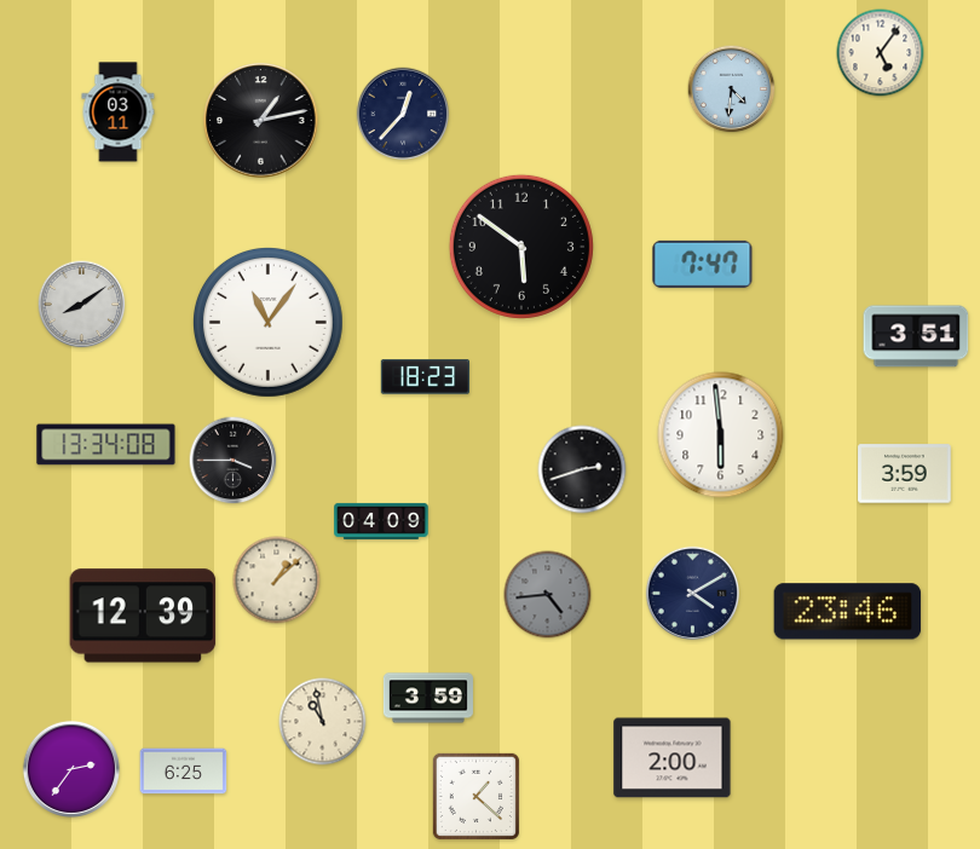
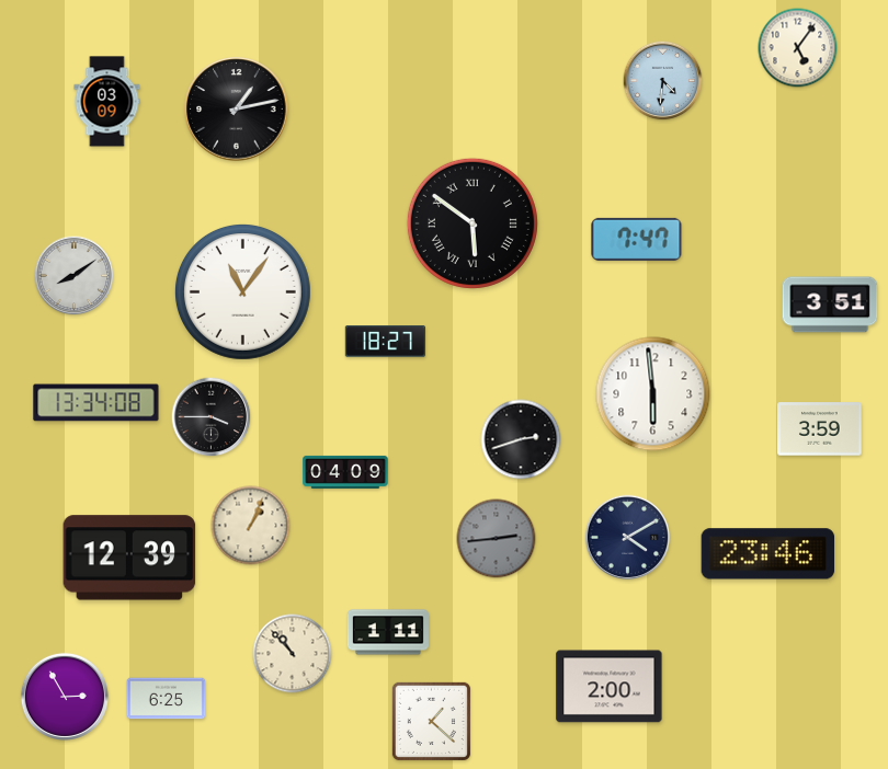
clock at (119, 112): 03:11 -> 03:09
clock at (403, 114): 12:37 -> none
clock at (521, 247) numerals: Arabic -> Roman
clock at (425, 377): 18:23 -> 18:27
clock at (582, 469) position: (582, 469) -> (521, 439)
clock at (277, 581): 1:08 -> 1:04
clock at (548, 595): 4:44 -> 2:44
clock at (428, 698): 3:59 -> 1:11
clock at (323, 722): 10:58 -> 10:53
clock at (71, 769): 2:36 -> 2:55
